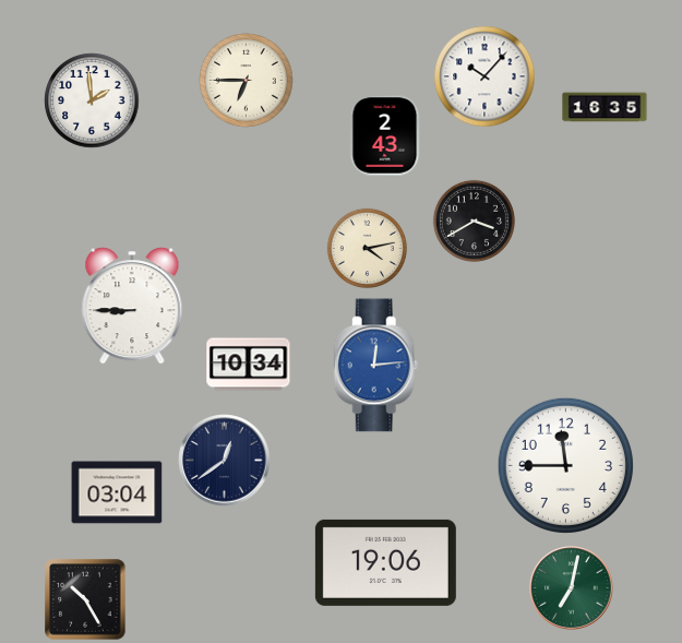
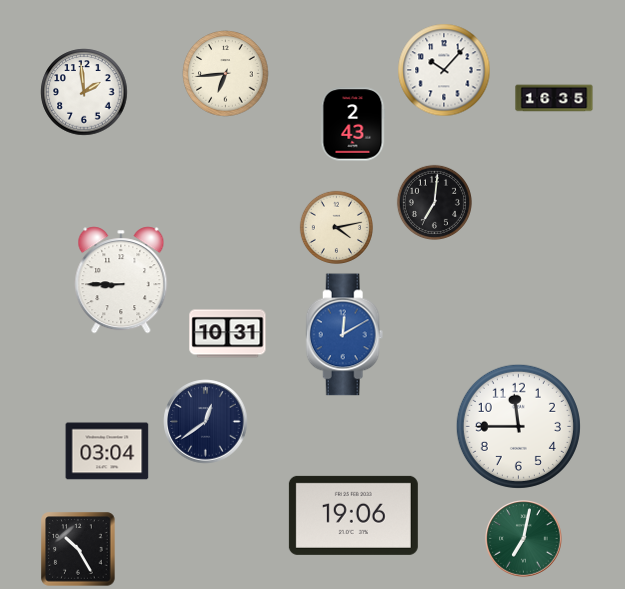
clock at (247, 81): 6:45 -> 6:44
clock at (474, 221): 3:40 -> 7:01
clock at (249, 365): 10:34 -> 10:31
clock at (376, 366): 12:14 -> 12:10
